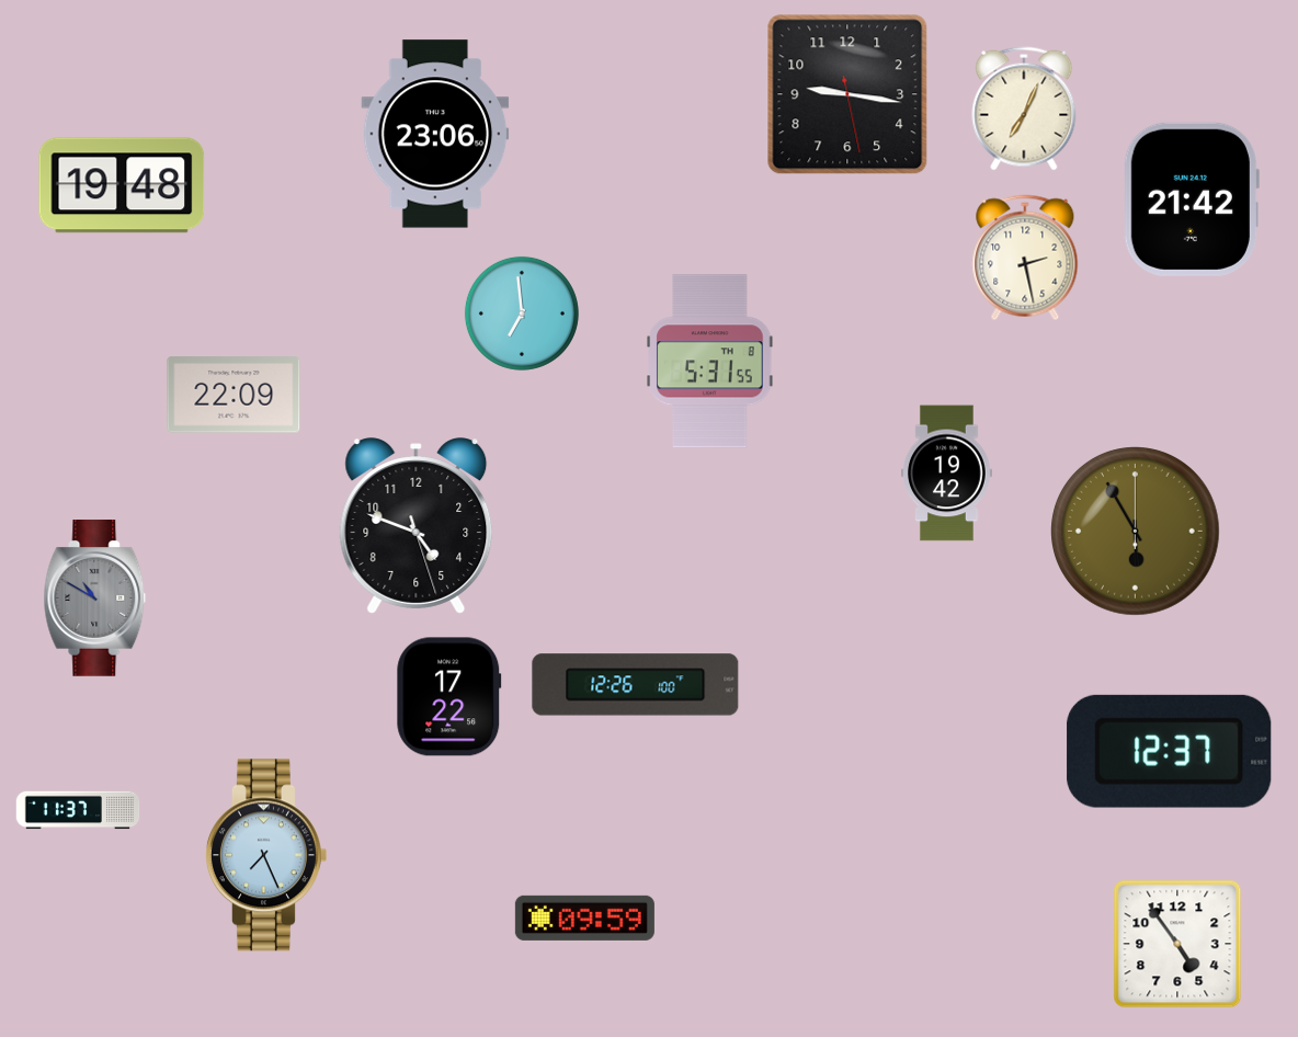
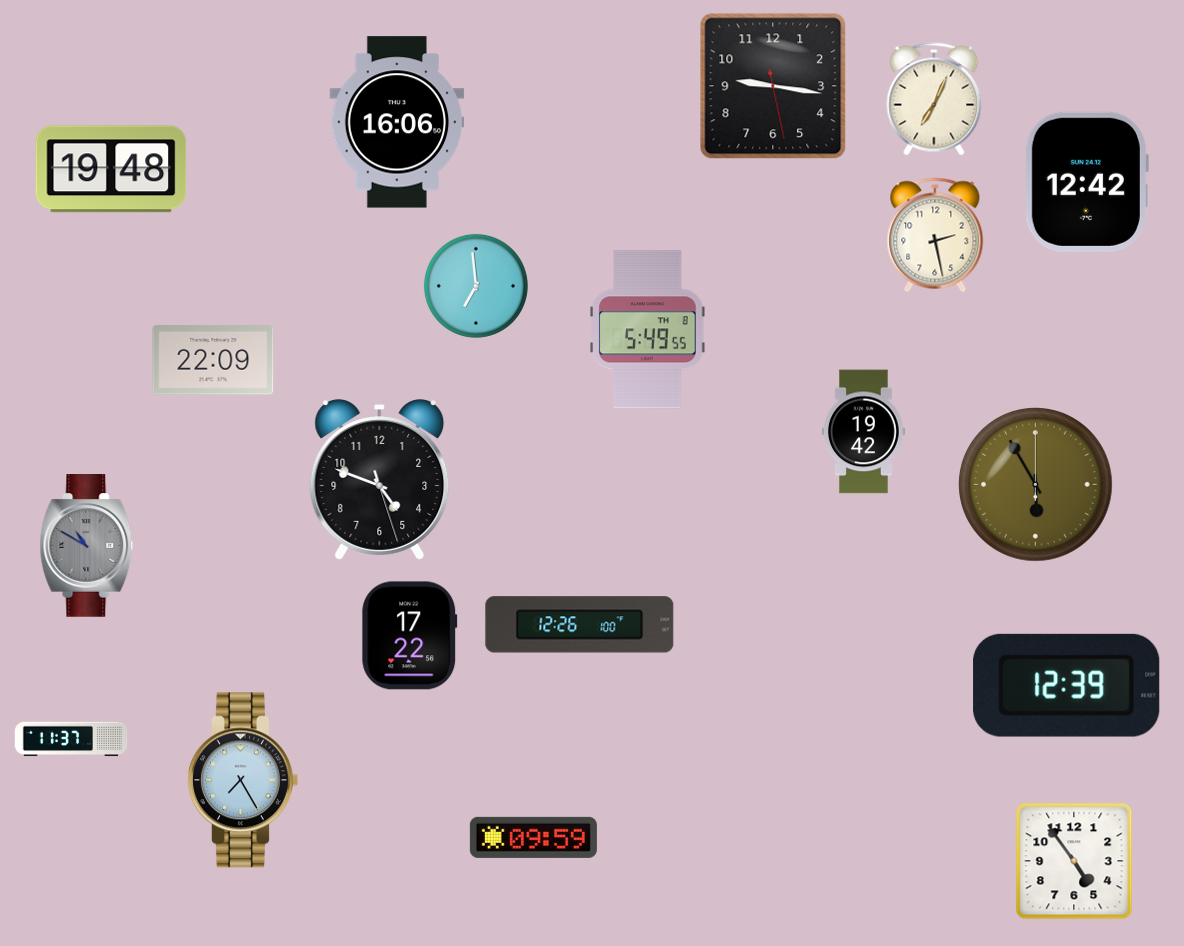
clock at (435, 134): 23:06 -> 16:06
clock at (1191, 200): 21:42 -> 12:42
clock at (710, 362): 5:31 -> 5:49
clock at (1170, 751): 12:37 -> 12:39
clock at (265, 855): 7:26 -> 7:25
